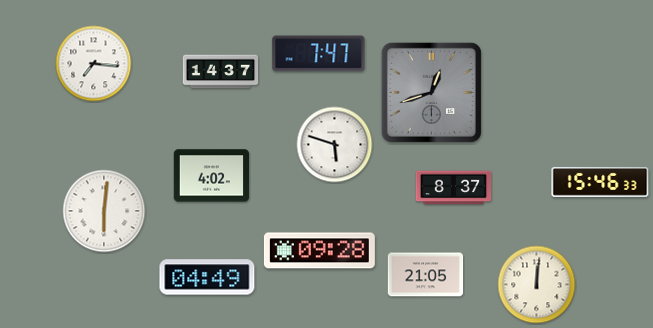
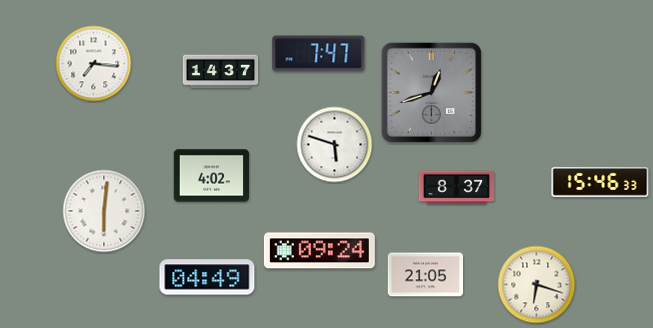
clock at (454, 188) position: (454, 188) -> (457, 188)
clock at (319, 251): 09:28 -> 09:24
clock at (537, 285): 12:01 -> 6:18
